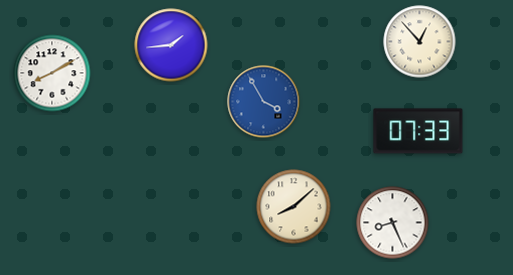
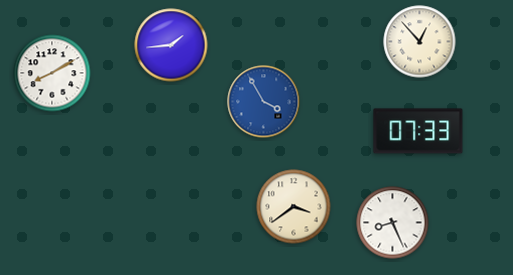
clock at (294, 207): 8:08 -> 3:39
